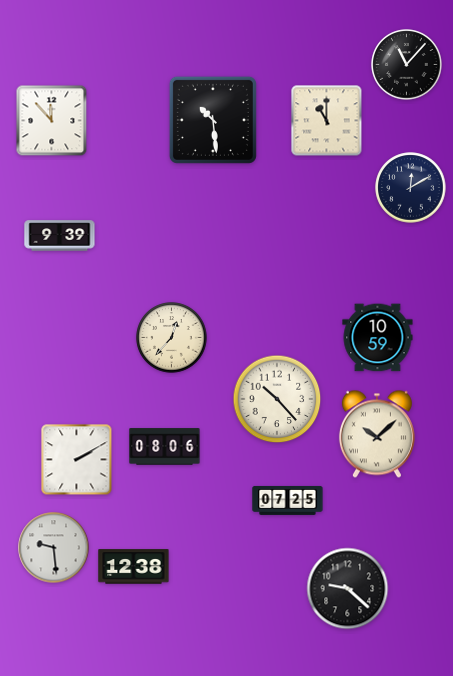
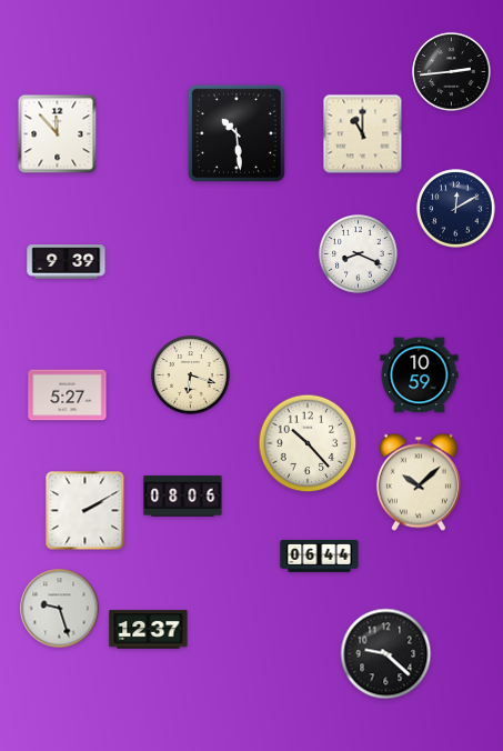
clock at (407, 65): 11:07 -> 2:44
clock at (359, 254): none -> 8:19
clock at (172, 338): 12:37 -> 6:18
clock at (68, 395): none -> 5:27
clock at (288, 500): 07:25 -> 06:44
clock at (54, 548): 9:29 -> 9:27
clock at (134, 567): 12:38 -> 12:37
